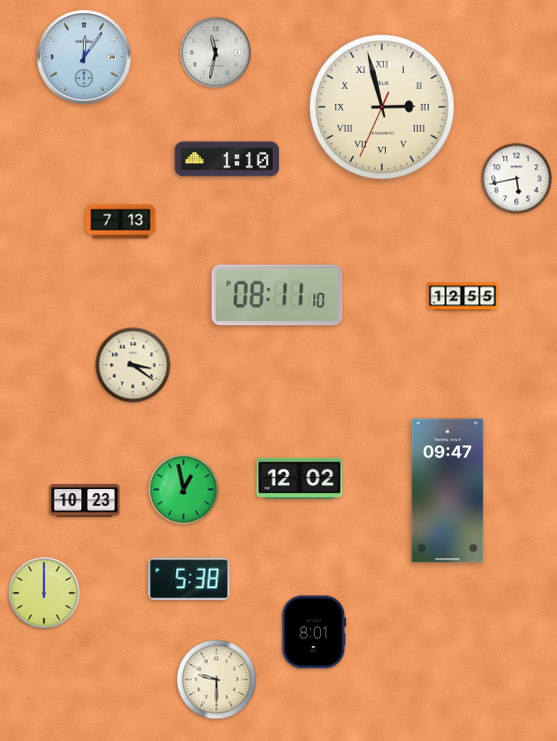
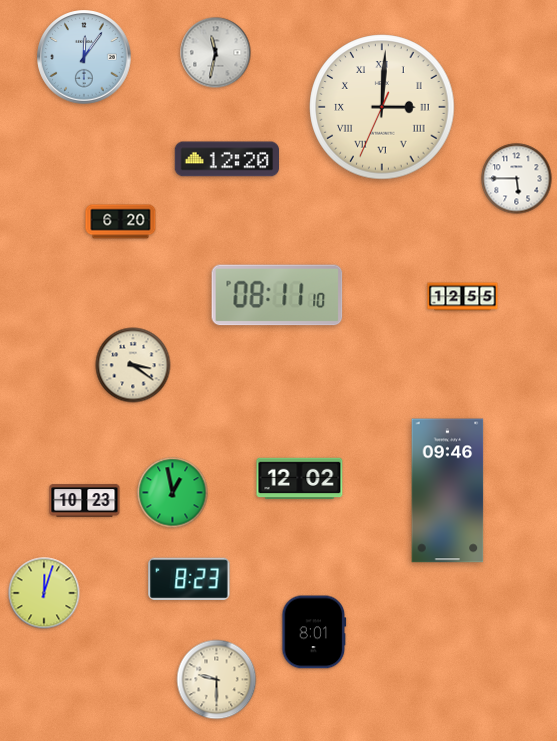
clock at (382, 107): 2:57 -> 3:00
clock at (226, 159): 1:10 -> 12:20
clock at (517, 179): 5:43 -> 5:45
clock at (121, 222): 7:13 -> 6:20
clock at (184, 490) position: (184, 490) -> (173, 493)
clock at (448, 491): 09:47 -> 09:46
clock at (189, 578): 5:38 -> 8:23
clock at (44, 593): 12:00 -> 12:03
